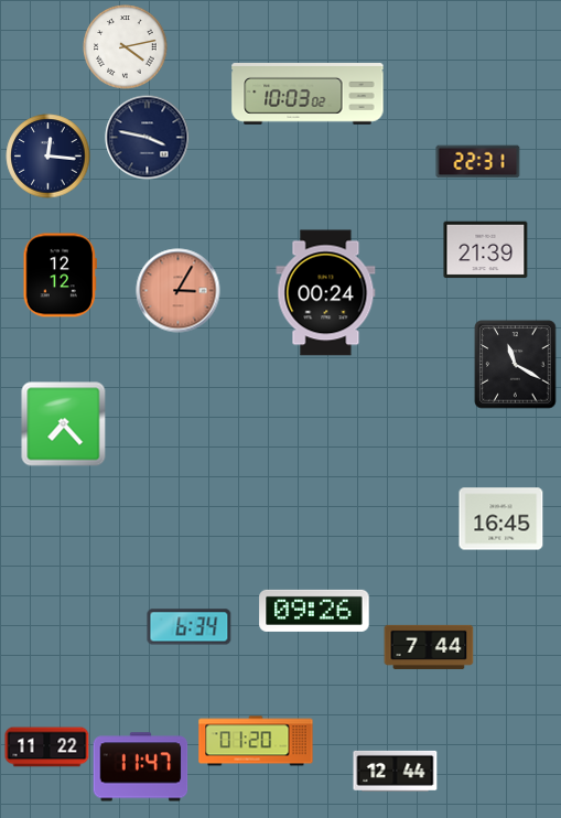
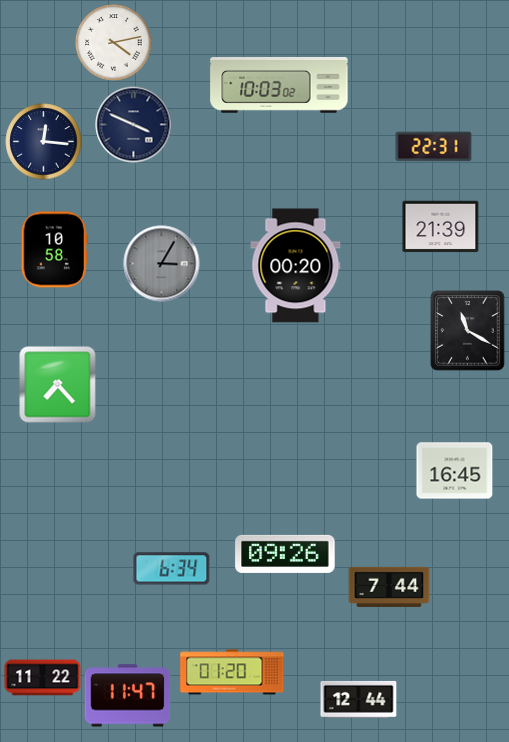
clock at (148, 138): 3:47 -> 3:49
clock at (60, 276): 12:12 -> 10:58
clock at (179, 291) dial: salmon -> grey
clock at (326, 293): 00:24 -> 00:20
